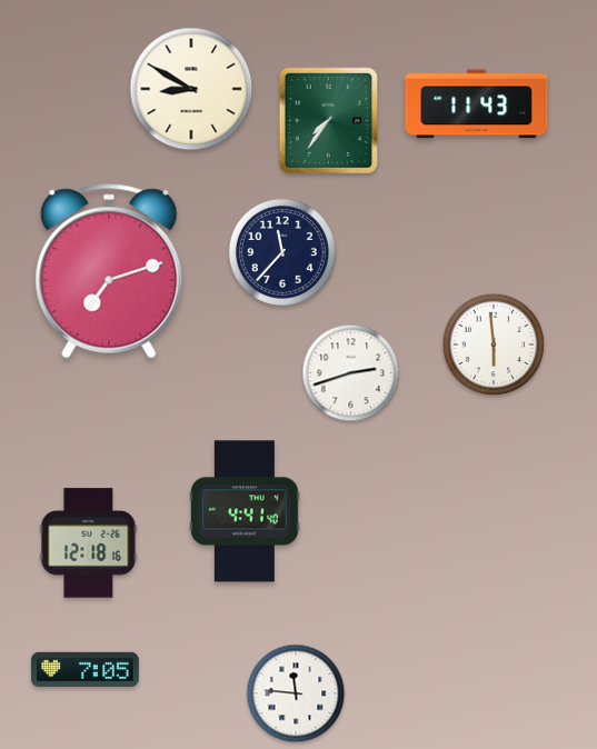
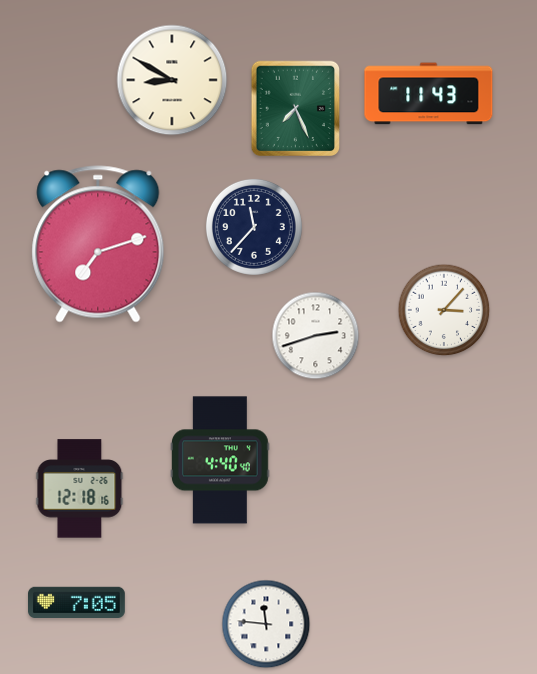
clock at (328, 121): 7:36 -> 7:26
clock at (494, 344): 5:59 -> 3:07
clock at (246, 511): 4:41 -> 4:40
